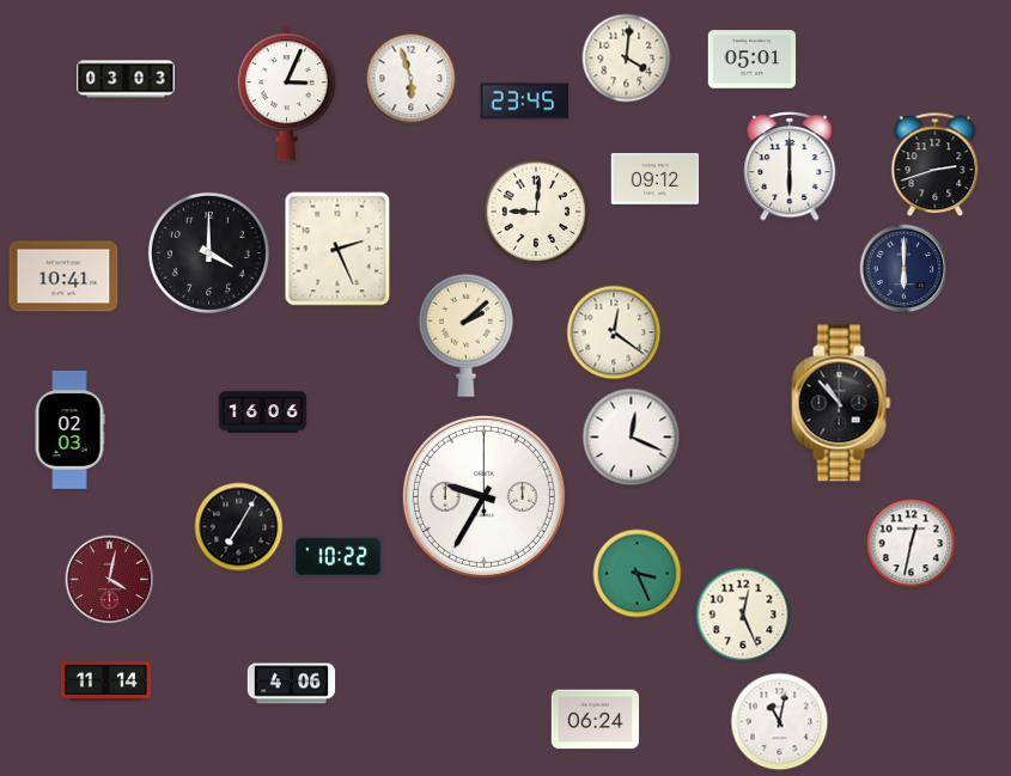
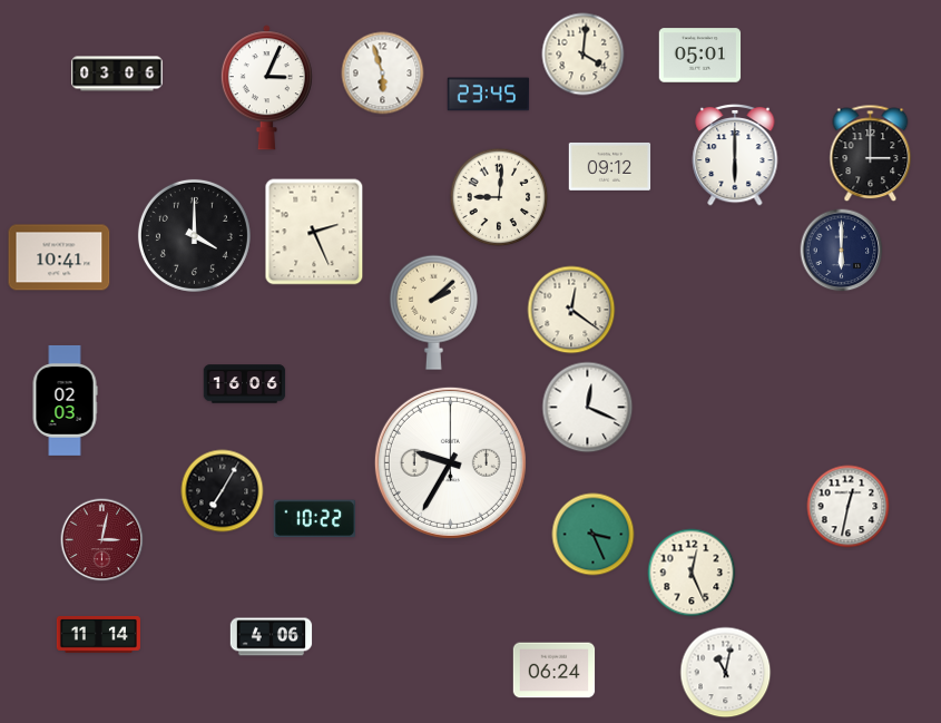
clock at (126, 79): 03:03 -> 03:06
clock at (936, 165): 2:42 -> 3:00
clock at (841, 403): 10:53 -> none
clock at (110, 580): 4:02 -> 3:02
